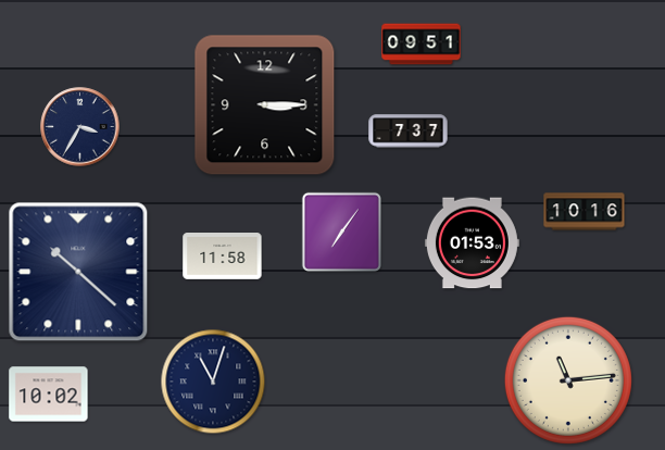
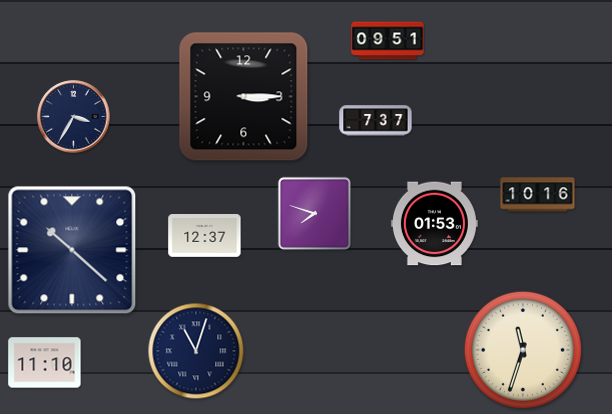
clock at (341, 232): 7:06 -> 7:48
clock at (223, 257): 11:58 -> 12:37
clock at (568, 380): 11:14 -> 11:33
clock at (49, 395): 10:02 -> 11:10
